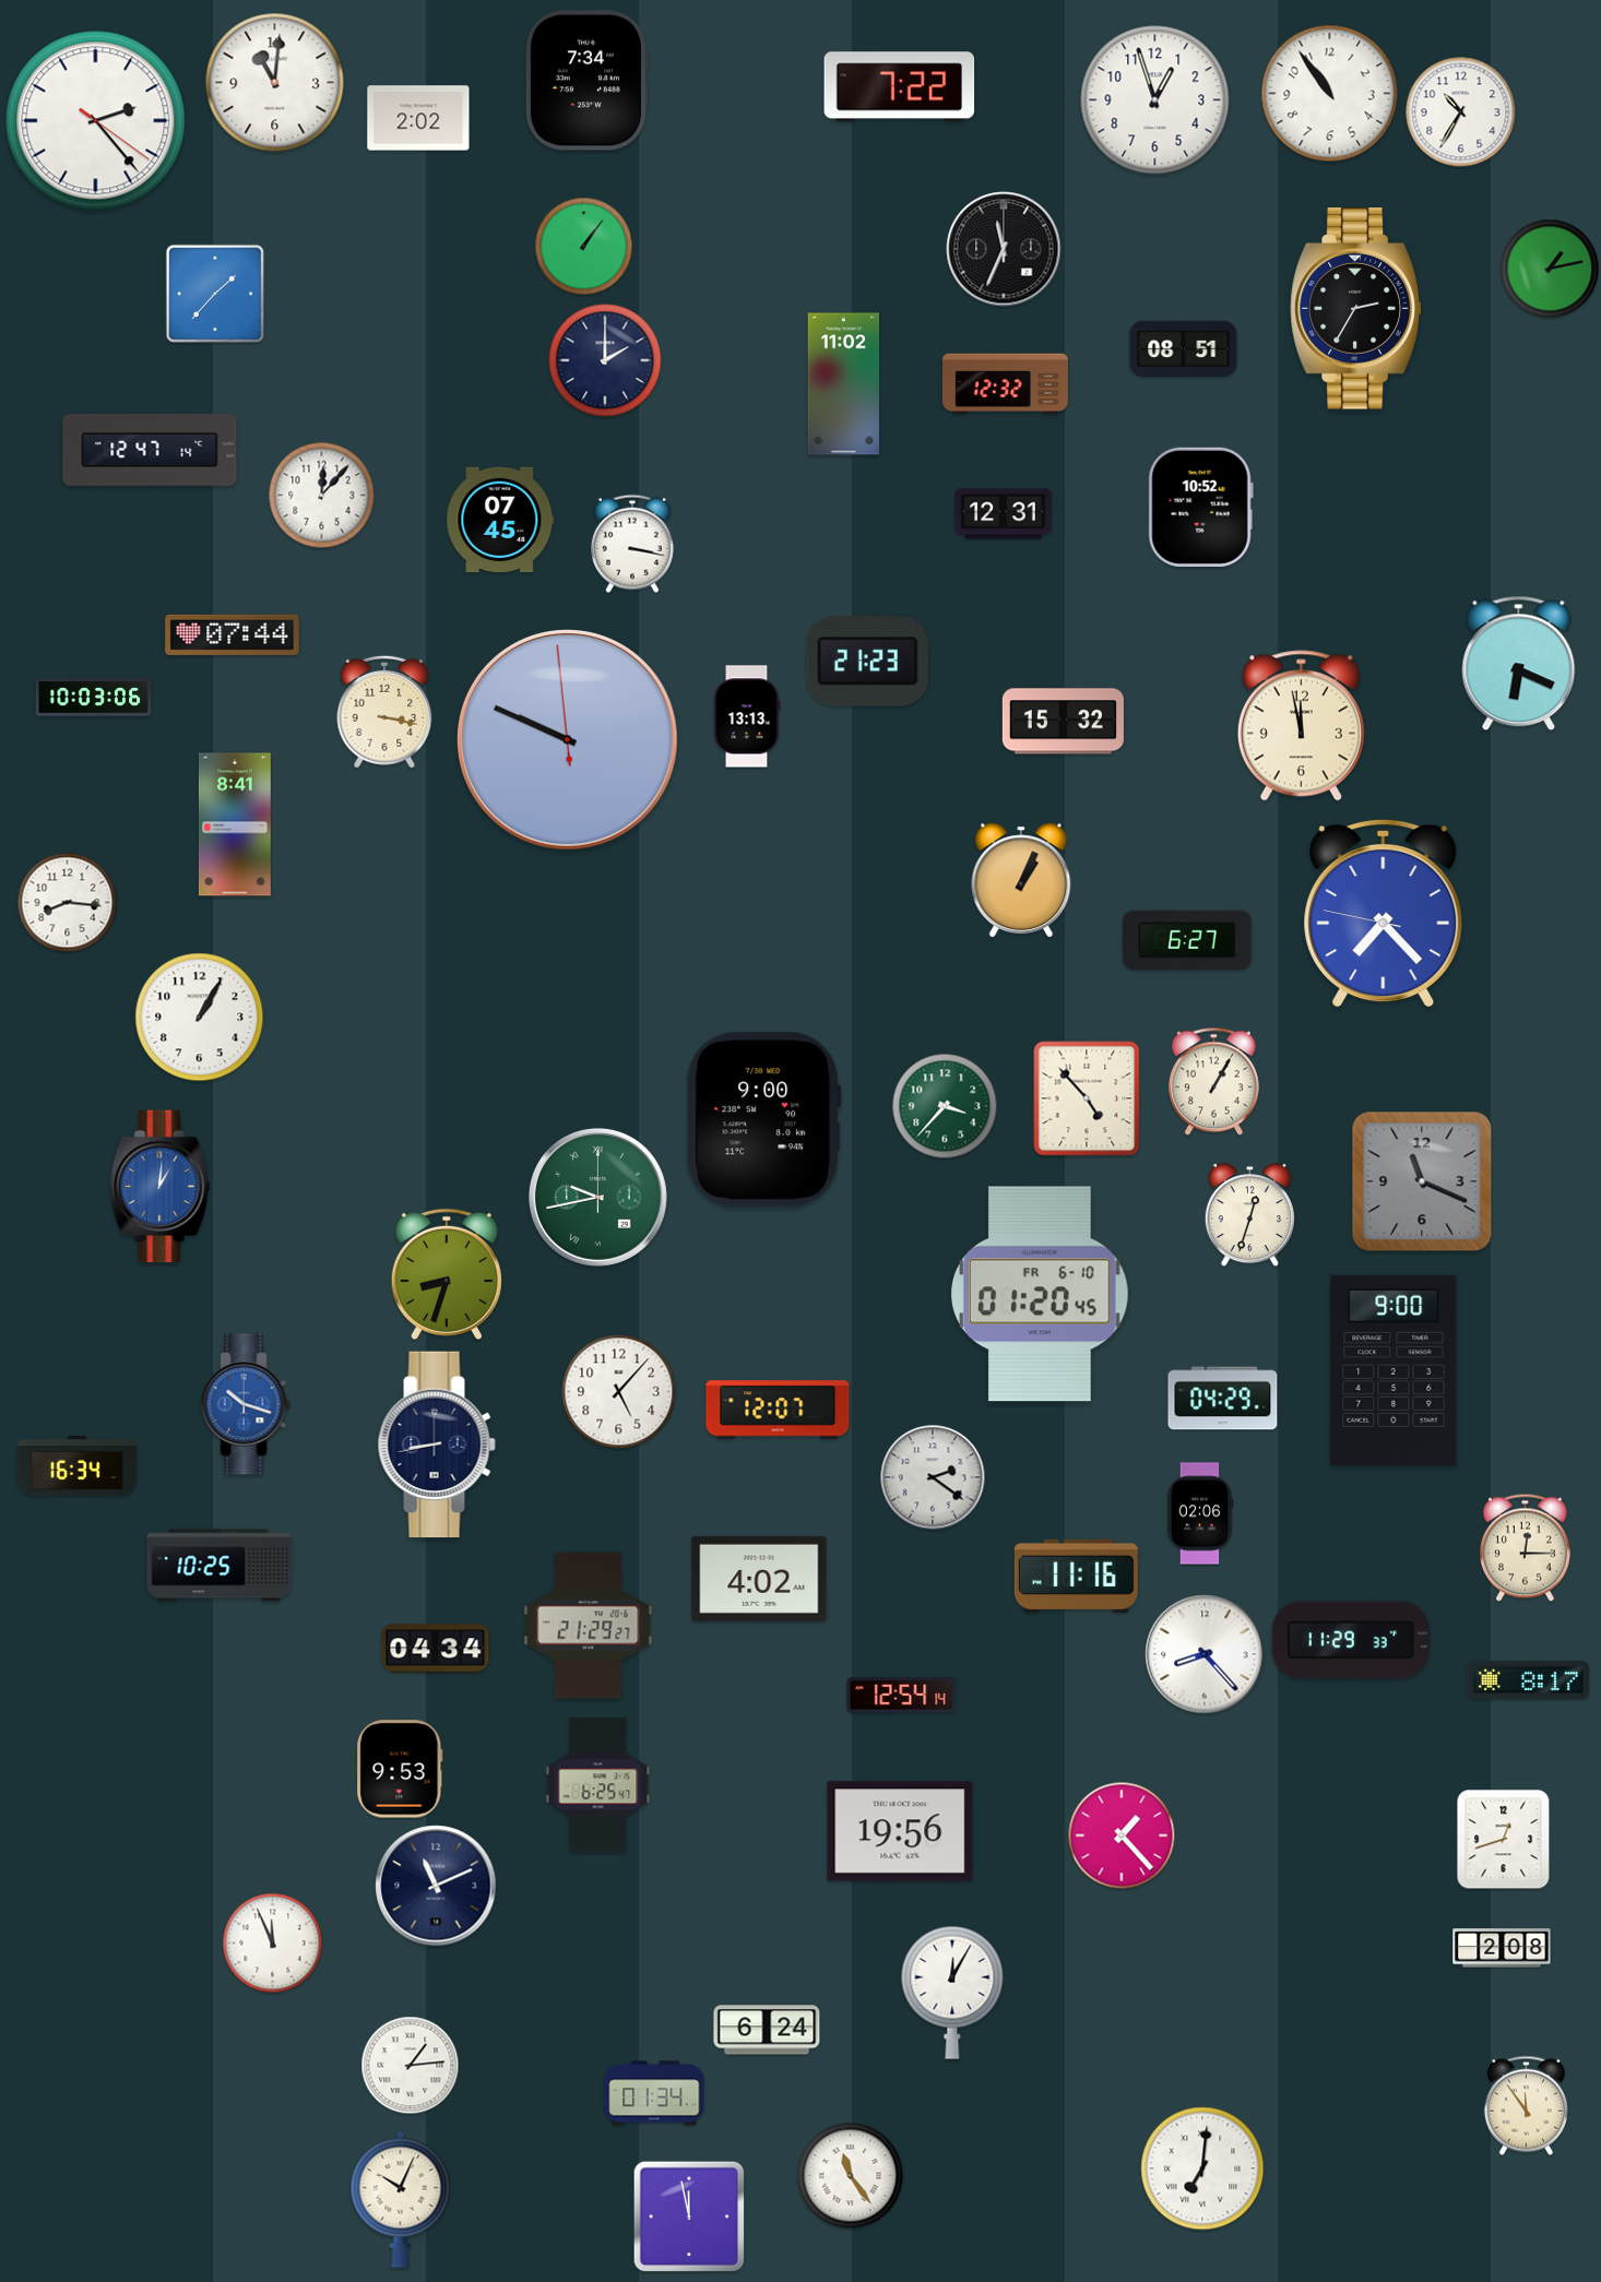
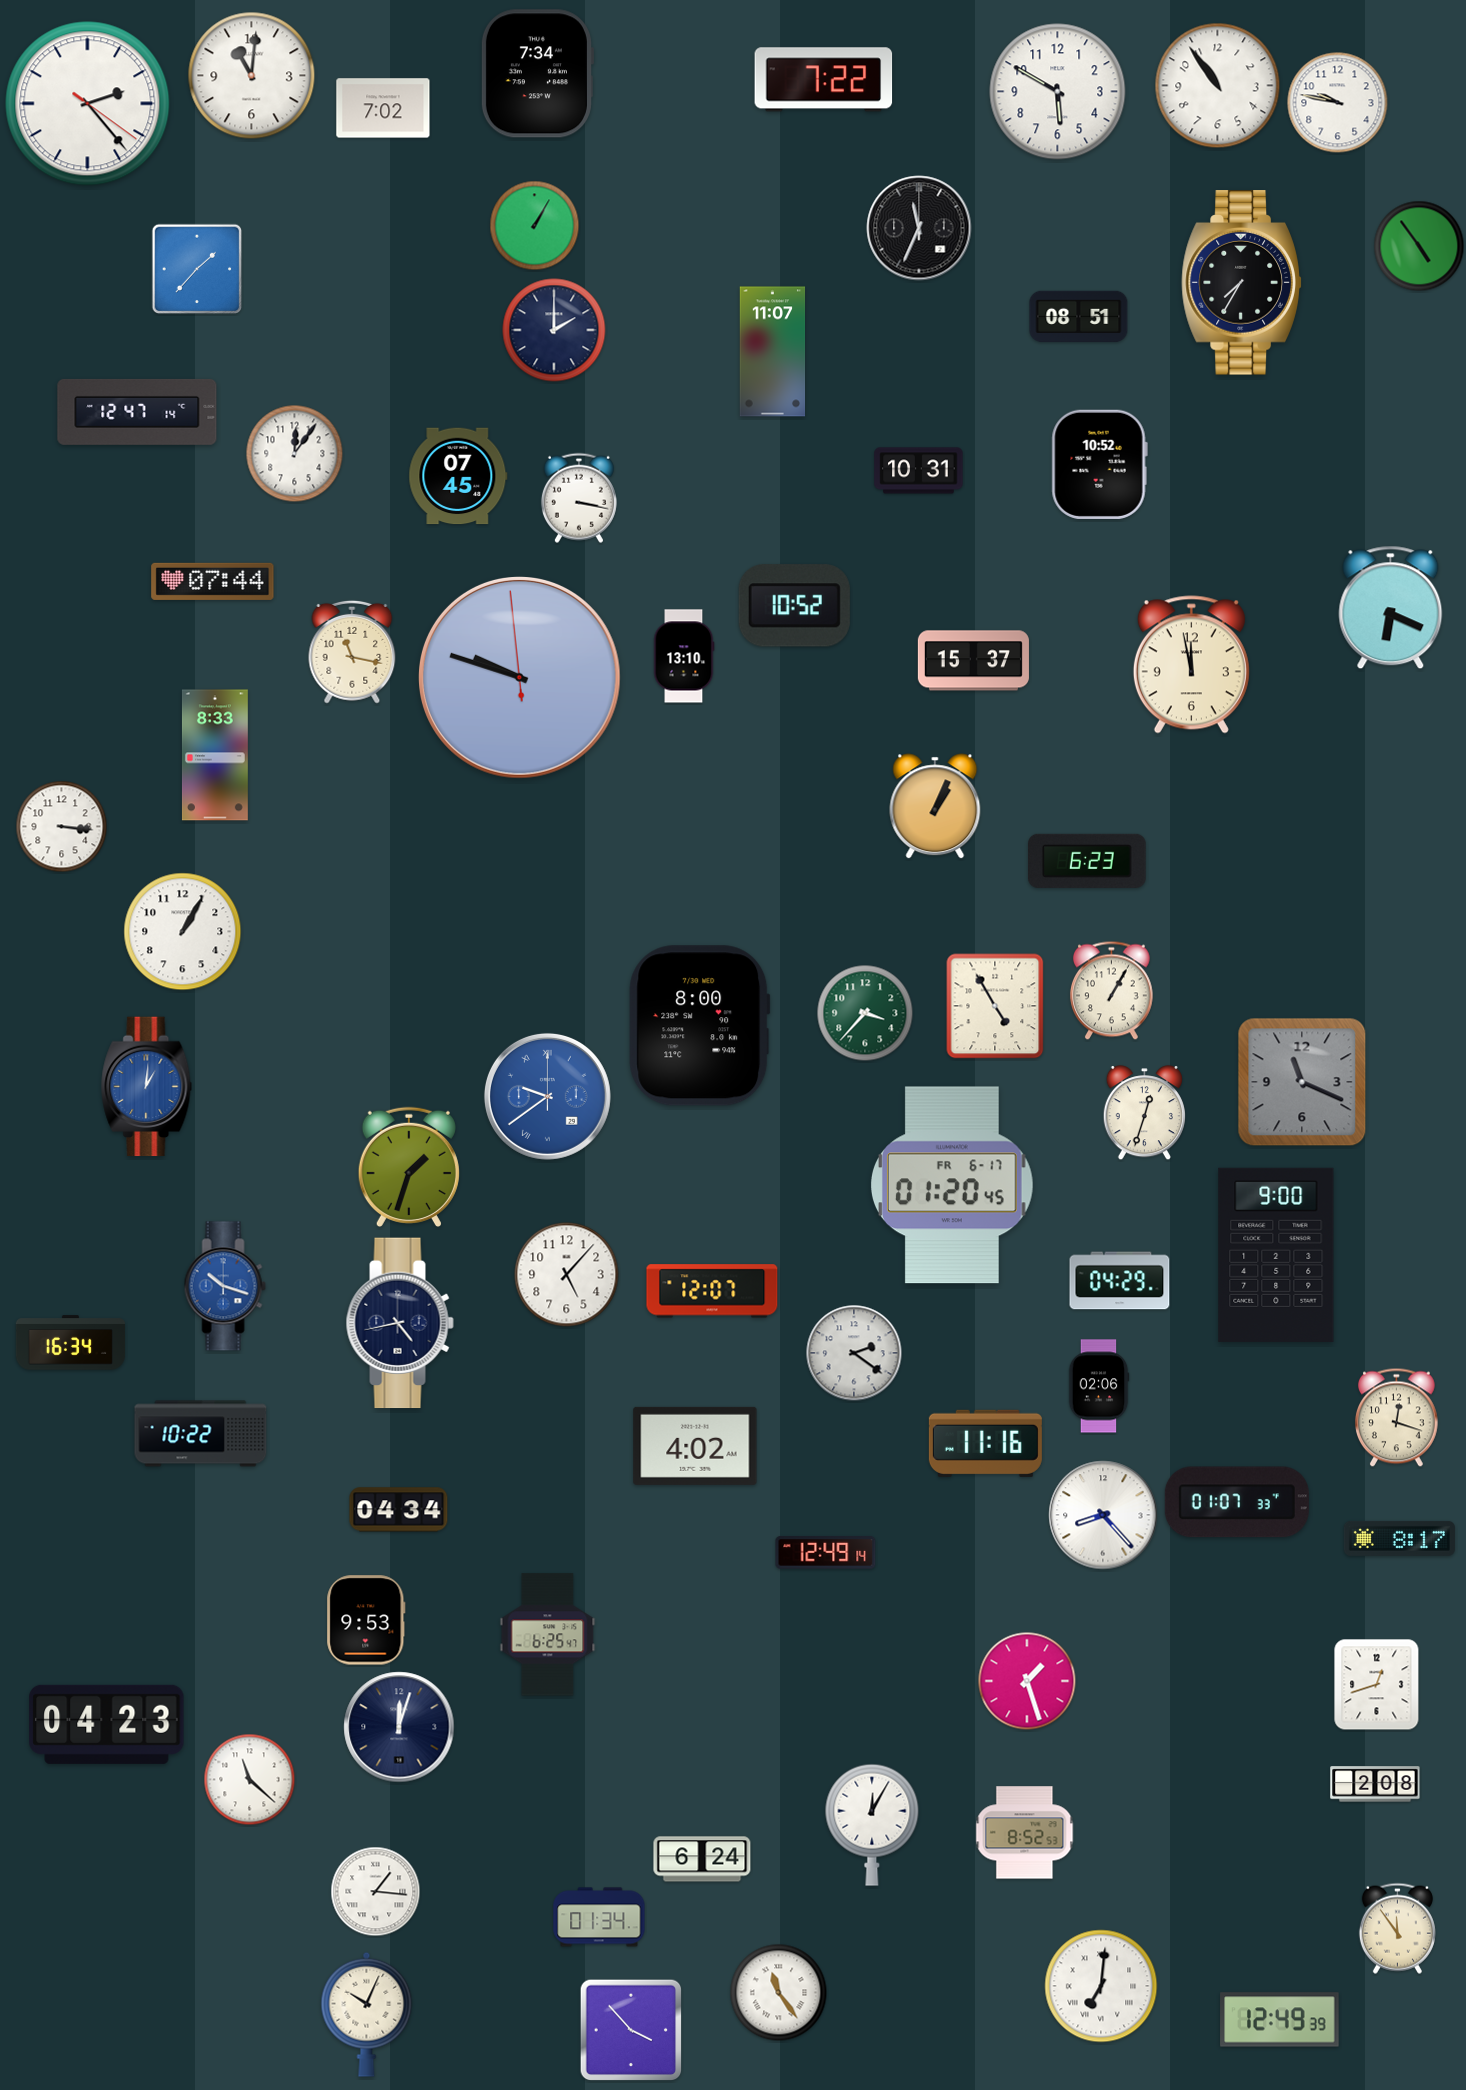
clock at (1155, 100): 12:57 -> 5:50
clock at (1461, 112): 10:35 -> 9:47
clock at (418, 118): 2:02 -> 7:02
clock at (96, 121) position: (96, 121) -> (88, 104)
clock at (584, 247): 1:06 -> 1:05
clock at (1550, 269): 1:13 -> 4:54
clock at (1356, 309): 2:35 -> 7:35
clock at (1184, 348) position: (1184, 348) -> (1079, 316)
clock at (844, 384): 11:02 -> 11:07
clock at (1005, 384): 12:32 -> none
clock at (322, 496): 12:07 -> 12:06
clock at (1004, 514): 12:31 -> 10:31
clock at (867, 662): 21:23 -> 10:52
clock at (94, 698): 10:03 -> none
clock at (384, 712): 3:17 -> 11:17
clock at (747, 716): 13:13 -> 13:10
clock at (1063, 722): 15:32 -> 15:37
clock at (568, 740): 9:48 -> 9:47
clock at (235, 824): 8:41 -> 8:33
clock at (68, 903): 8:16 -> 3:16
clock at (1384, 913): 7:22 -> none
clock at (1188, 940): 6:27 -> 6:23
clock at (1087, 1098): 4:53 -> 4:55
clock at (764, 1120): 9:00 -> 8:00
clock at (597, 1197): 9:43 -> 9:39
clock at (597, 1197) dial: green -> blue
clock at (447, 1273): 8:33 -> 1:33
clock at (1040, 1294) date: FR 6-10 -> FR 6-17
clock at (437, 1445): 8:43 -> 4:43
clock at (1525, 1548): 12:15 -> 12:18
clock at (220, 1566): 10:25 -> 10:22
clock at (589, 1626): 21:29 -> none
clock at (1351, 1640): 11:29 -> 01:07
clock at (902, 1696): 12:54 -> 12:49
clock at (900, 1831): 19:56 -> none
clock at (1122, 1835): 1:23 -> 1:27
clock at (107, 1724): none -> 04:23
clock at (436, 1886): 11:11 -> 12:03
clock at (273, 1944): 11:56 -> 11:22
clock at (1025, 1833): none -> 8:52
clock at (411, 2066): 1:14 -> 1:16
clock at (1280, 2020): none -> 12:49
clock at (689, 2216): 11:58 -> 3:53
